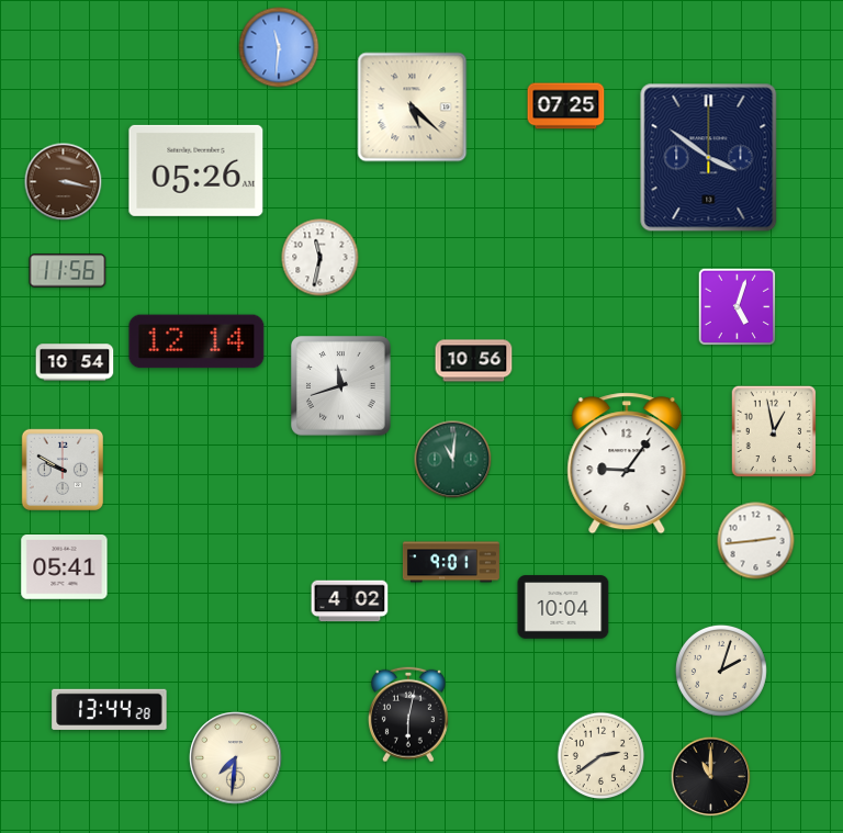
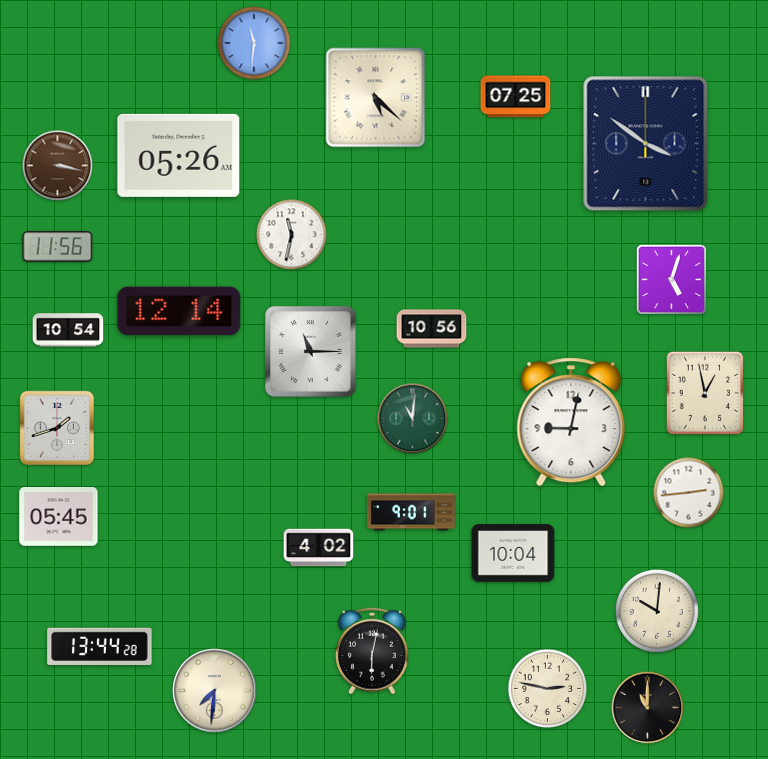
clock at (68, 271) position: (68, 271) -> (58, 247)
clock at (341, 386): 11:42 -> 11:15
clock at (627, 463): 9:06 -> 9:02
clock at (61, 469): 9:50 -> 1:42
clock at (65, 567): 05:41 -> 05:45
clock at (721, 671): 2:03 -> 10:01
clock at (602, 756): 2:39 -> 2:47
